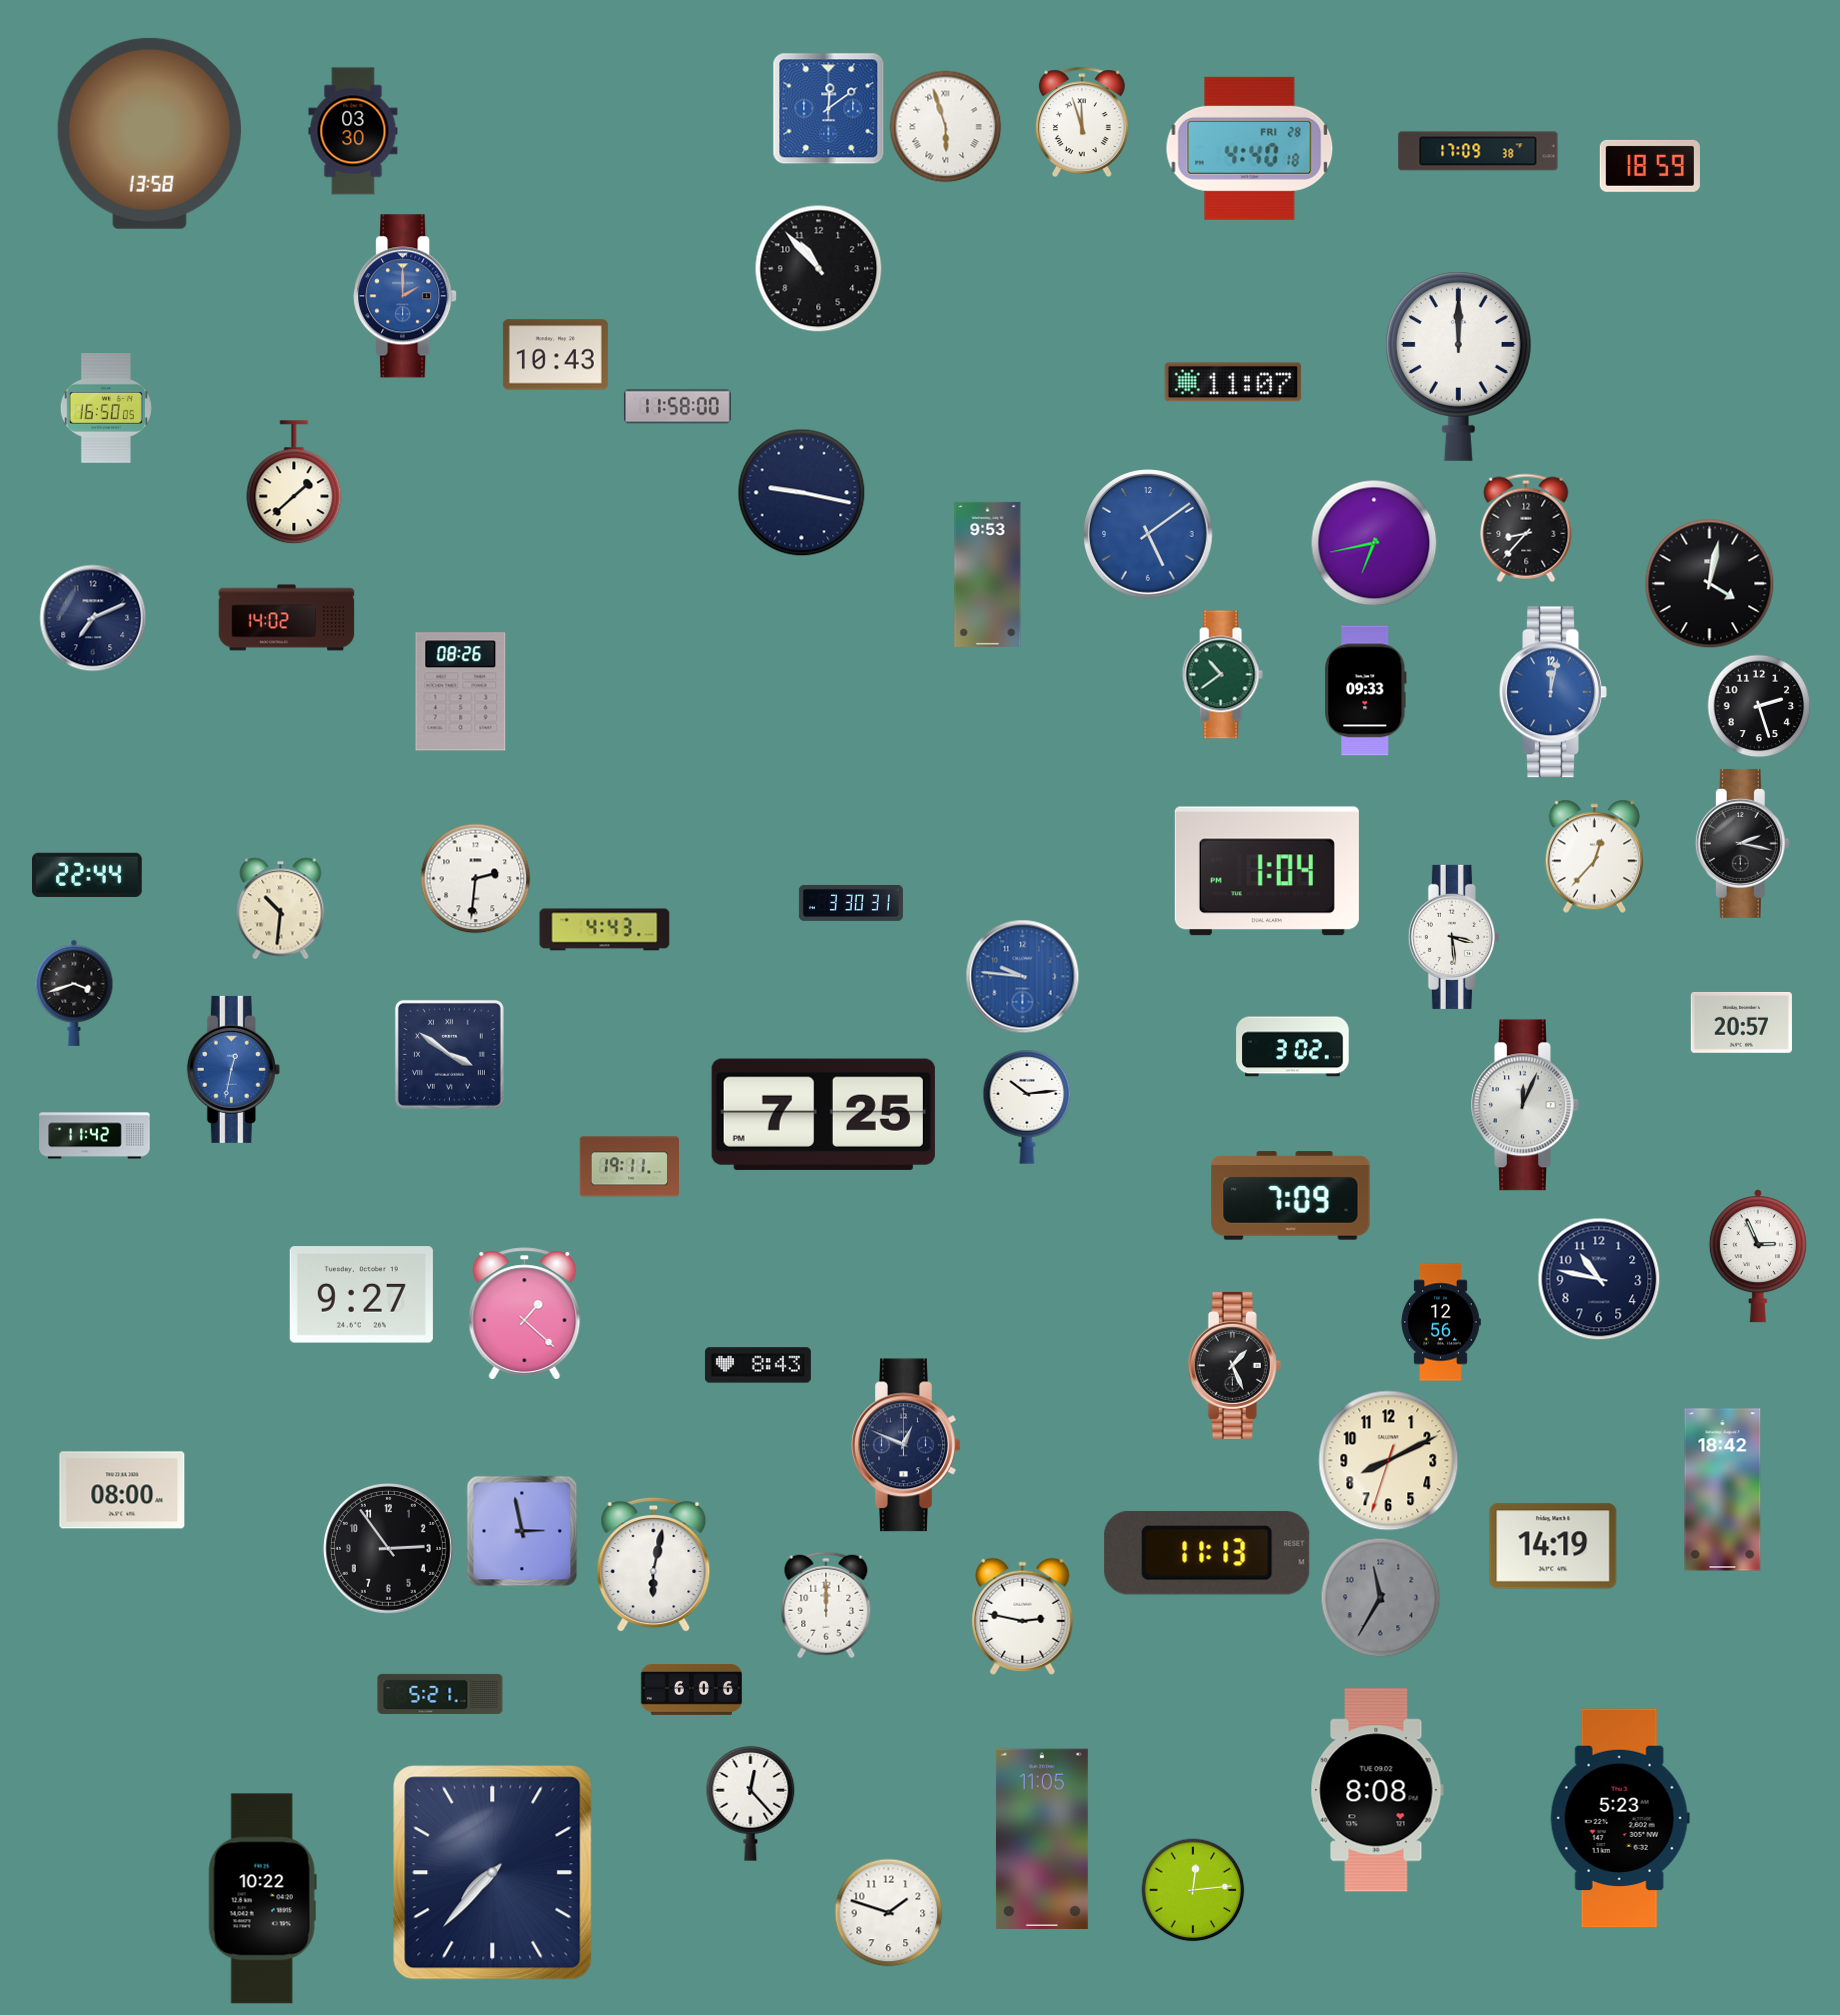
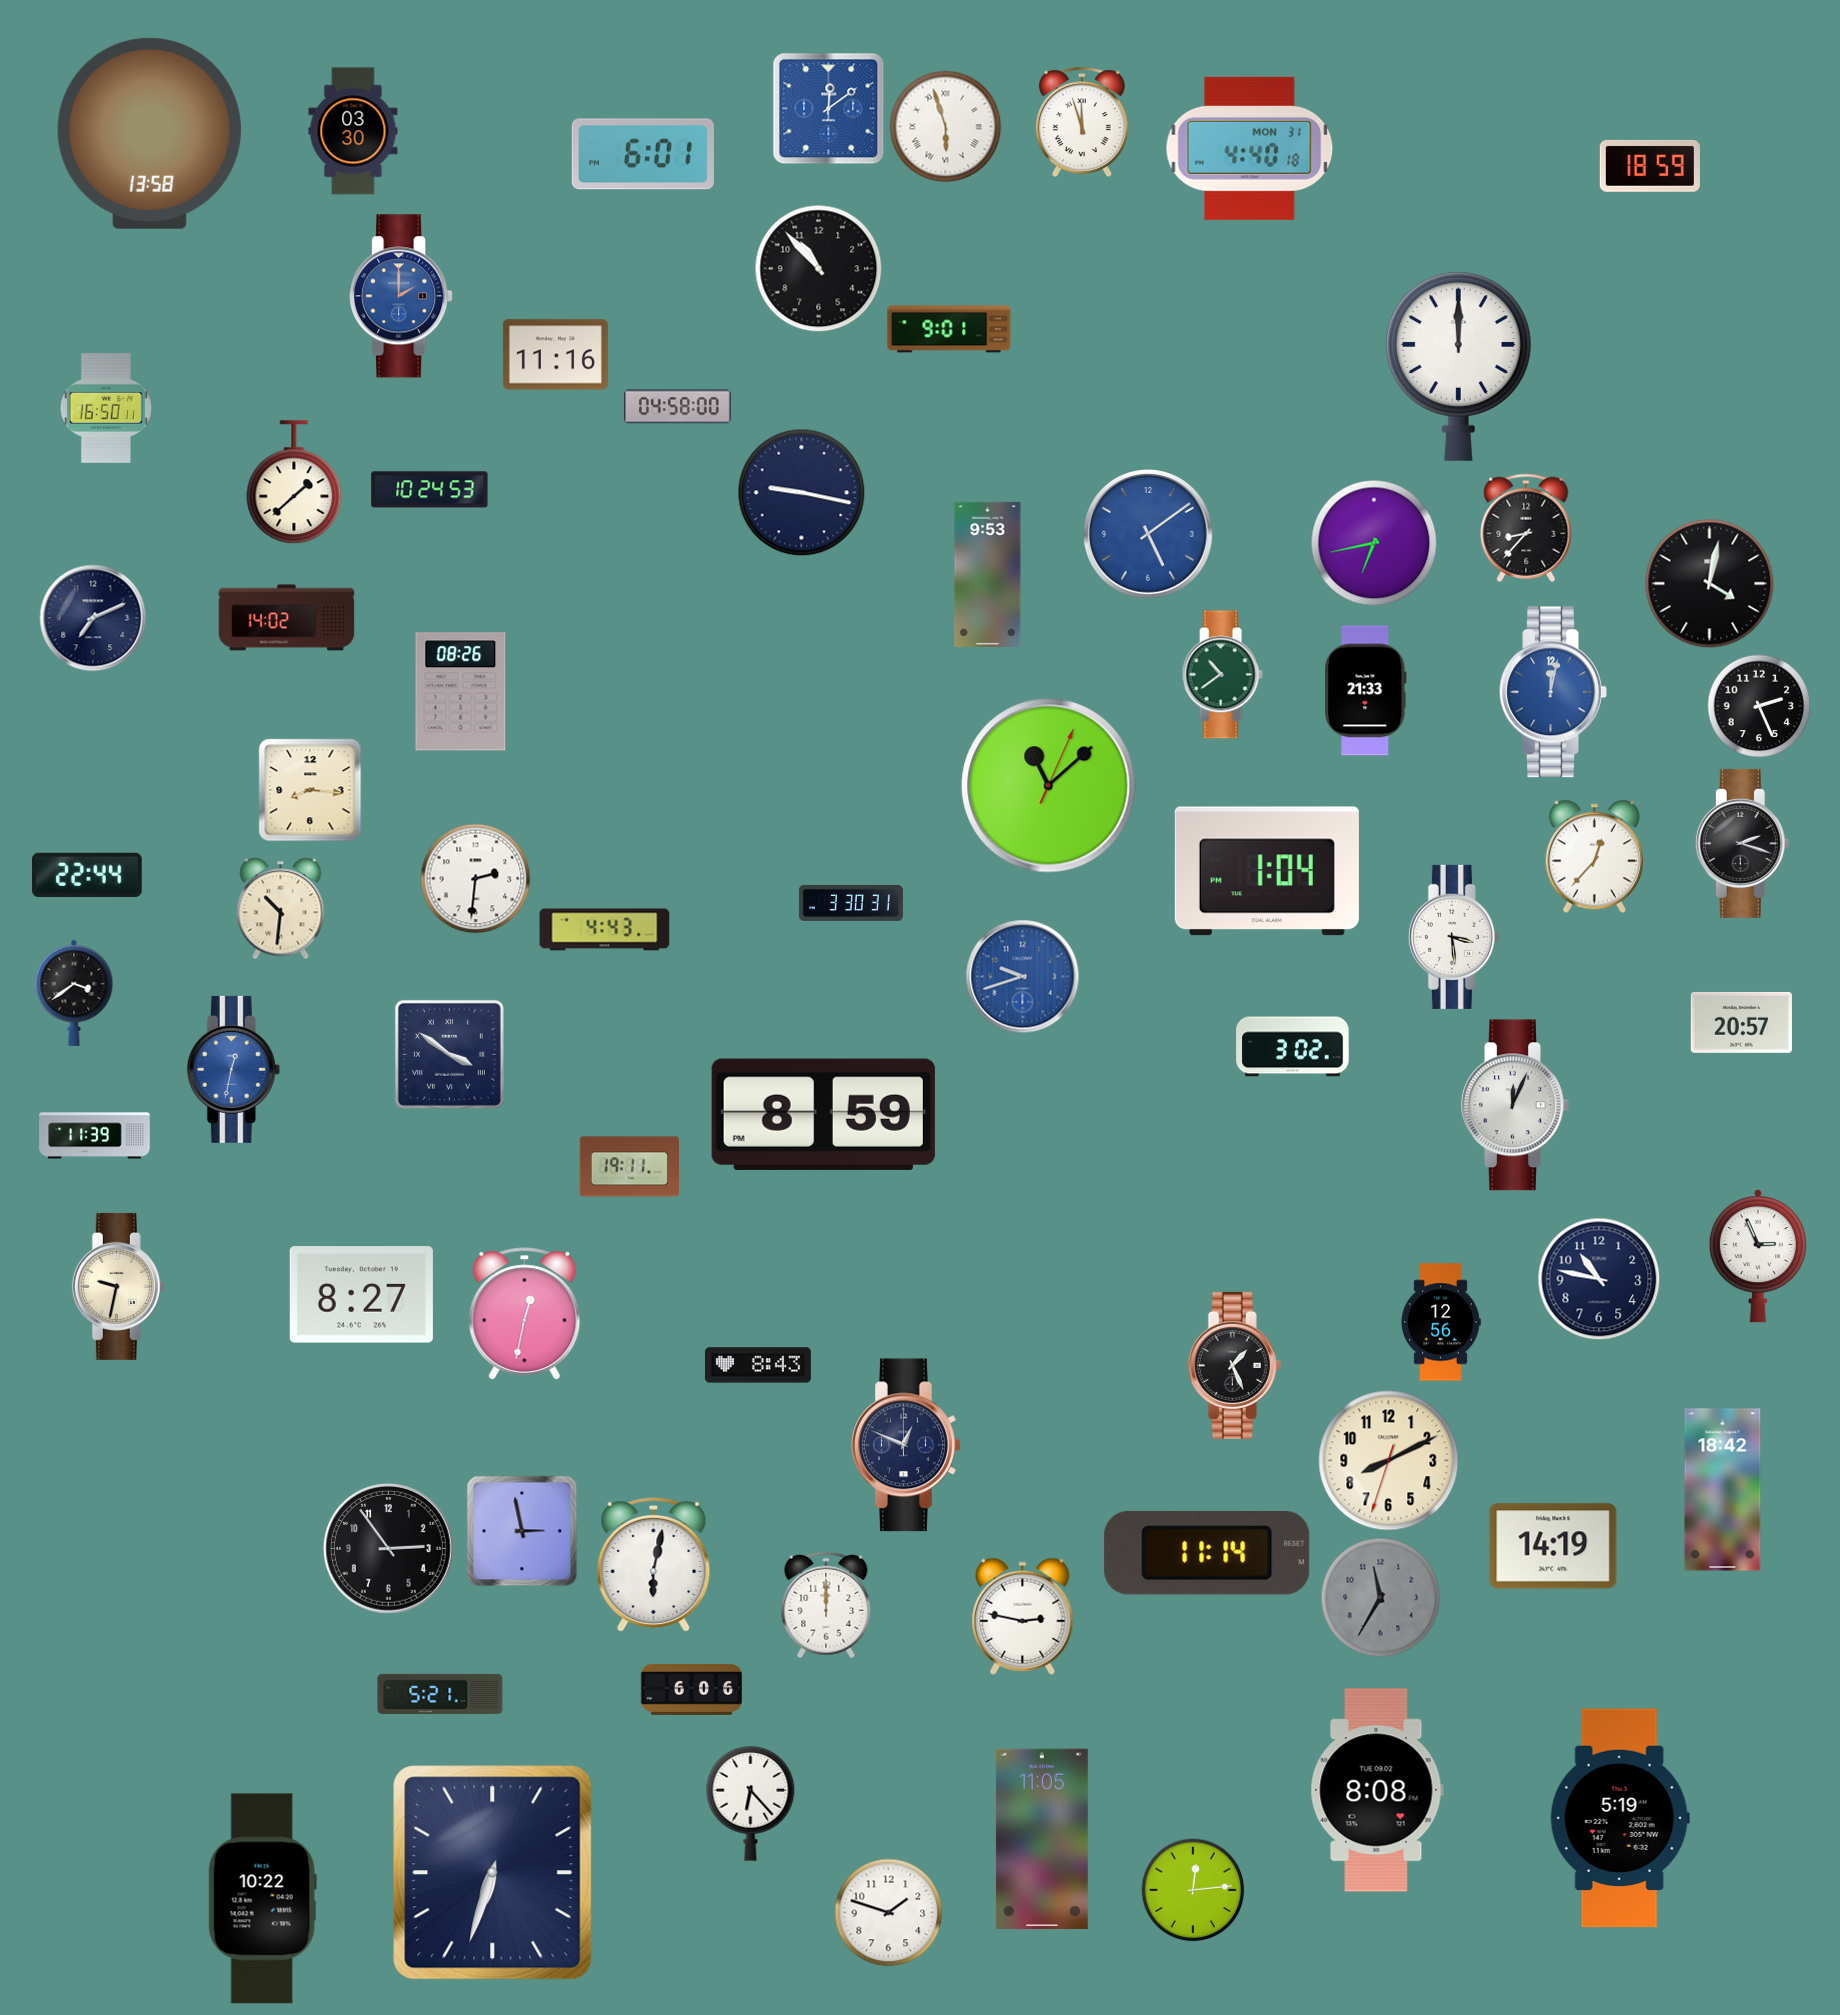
clock at (1250, 148) date: FRI 28 -> MON 31
clock at (1478, 151): 17:09 -> none
clock at (643, 154): none -> 6:01
clock at (405, 296) position: (405, 296) -> (401, 296)
clock at (949, 329): none -> 9:01
clock at (555, 355): 10:43 -> 11:16
clock at (1233, 382): 11:07 -> none
clock at (677, 407): 11:58 -> 04:58
clock at (106, 408): 16:50:05 -> 16:50:11
clock at (430, 490): none -> 10:24
clock at (1366, 691): 09:33 -> 21:33
clock at (1759, 706): 2:27 -> 2:26
clock at (1049, 786): none -> 11:08
clock at (310, 790): none -> 8:16
clock at (1742, 843): 2:17 -> 2:18
clock at (1023, 977): 9:46 -> 9:42
clock at (74, 993): 3:42 -> 3:39
clock at (1525, 1105) position: (1525, 1105) -> (1515, 1105)
clock at (1027, 1107): 10:14 -> none
clock at (823, 1114): 7:25 -> 8:59
clock at (95, 1136): 11:42 -> 11:39
clock at (1291, 1196): 7:09 -> none
clock at (118, 1286): none -> 9:32
clock at (361, 1295): 9:27 -> 8:27
clock at (525, 1314): 1:22 -> 12:32
clock at (122, 1490): 08:00 -> none
clock at (1207, 1553): 11:13 -> 11:14
clock at (751, 1804): 12:23 -> 6:23
clock at (1620, 1818): 5:23 -> 5:19
clock at (493, 1873): 7:37 -> 6:33
